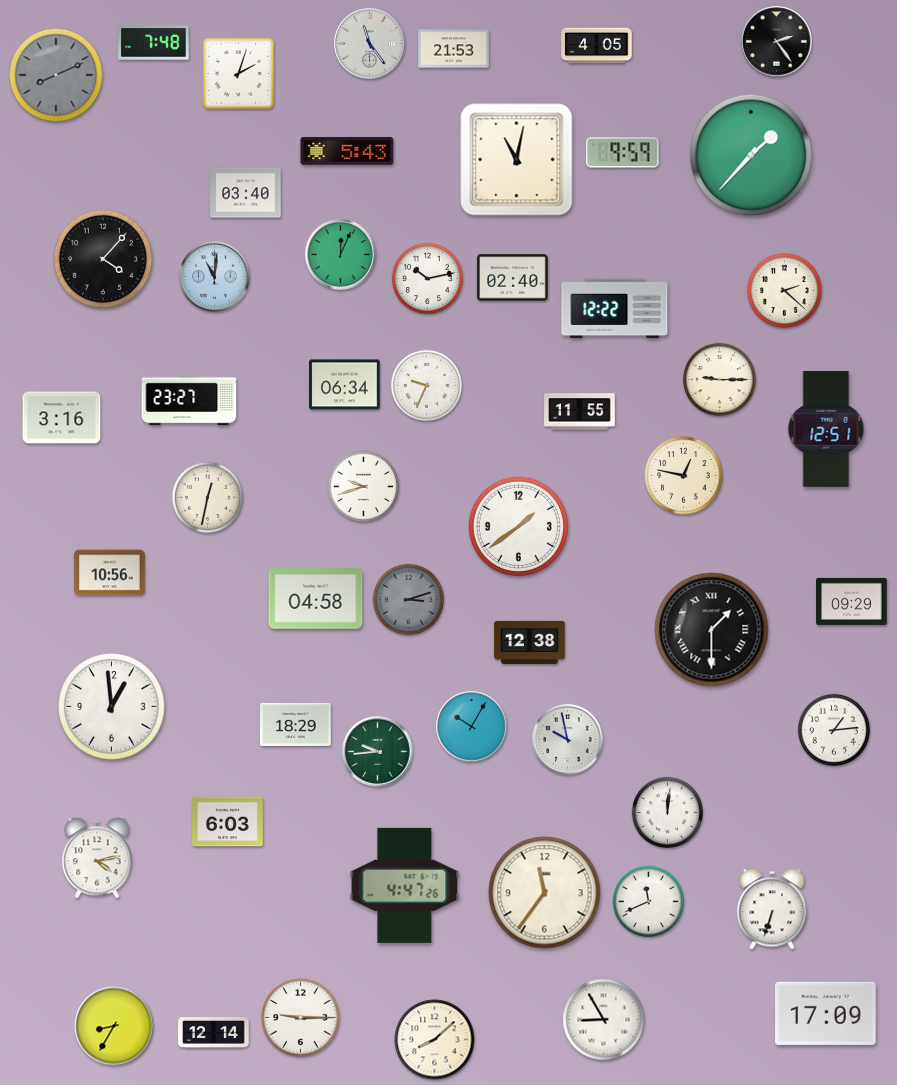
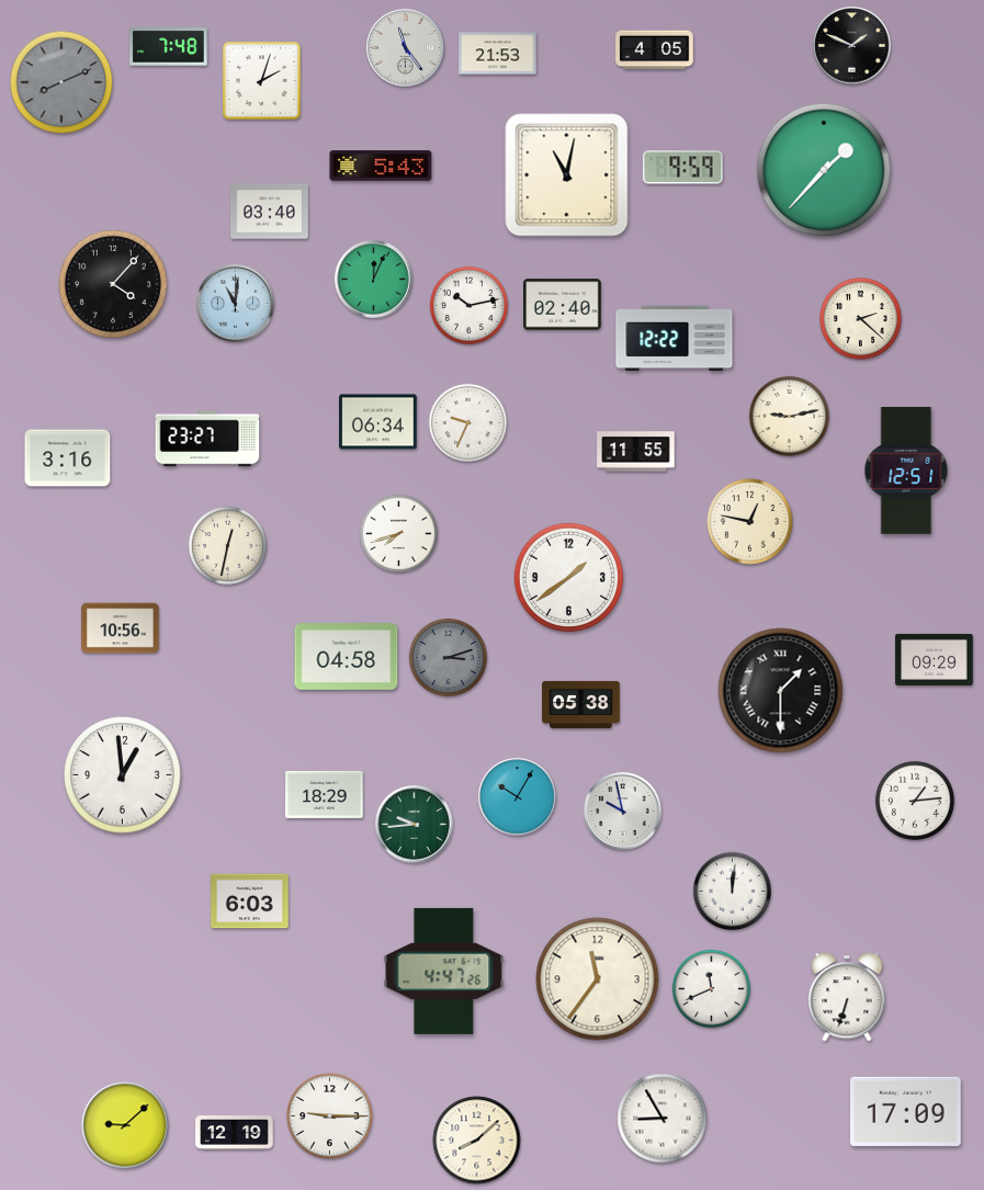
clock at (777, 42): 2:24 -> 1:49
clock at (719, 379): 9:15 -> 9:13
clock at (363, 486): 9:42 -> 7:42
clock at (530, 642): 12:38 -> 05:38
clock at (97, 858): 4:13 -> none
clock at (114, 1026): 8:35 -> 9:08
clock at (214, 1033): 12:14 -> 12:19
